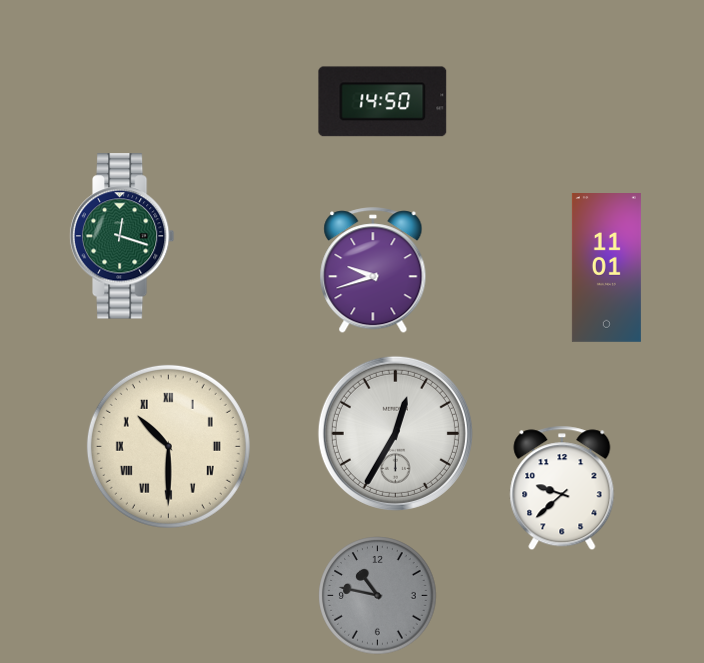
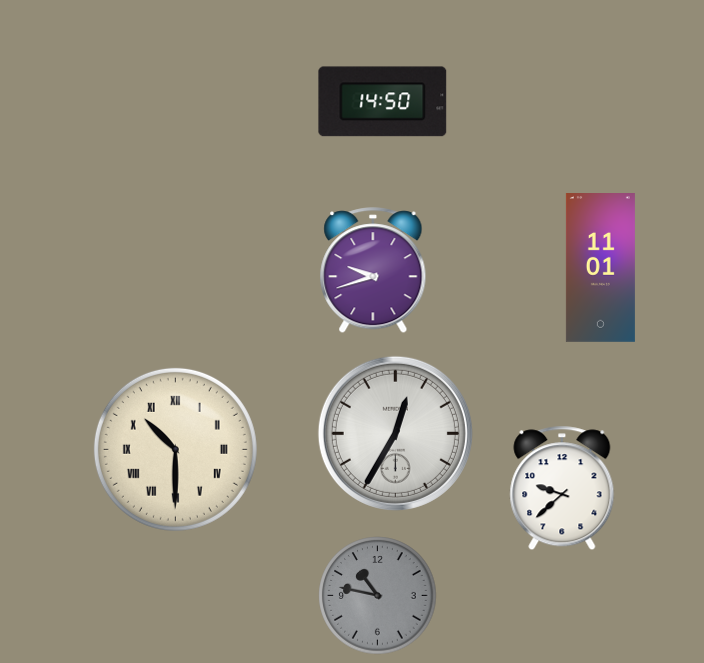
clock at (122, 236): 12:18 -> none
clock at (606, 268) position: (606, 268) -> (600, 268)
clock at (168, 446) position: (168, 446) -> (175, 449)
